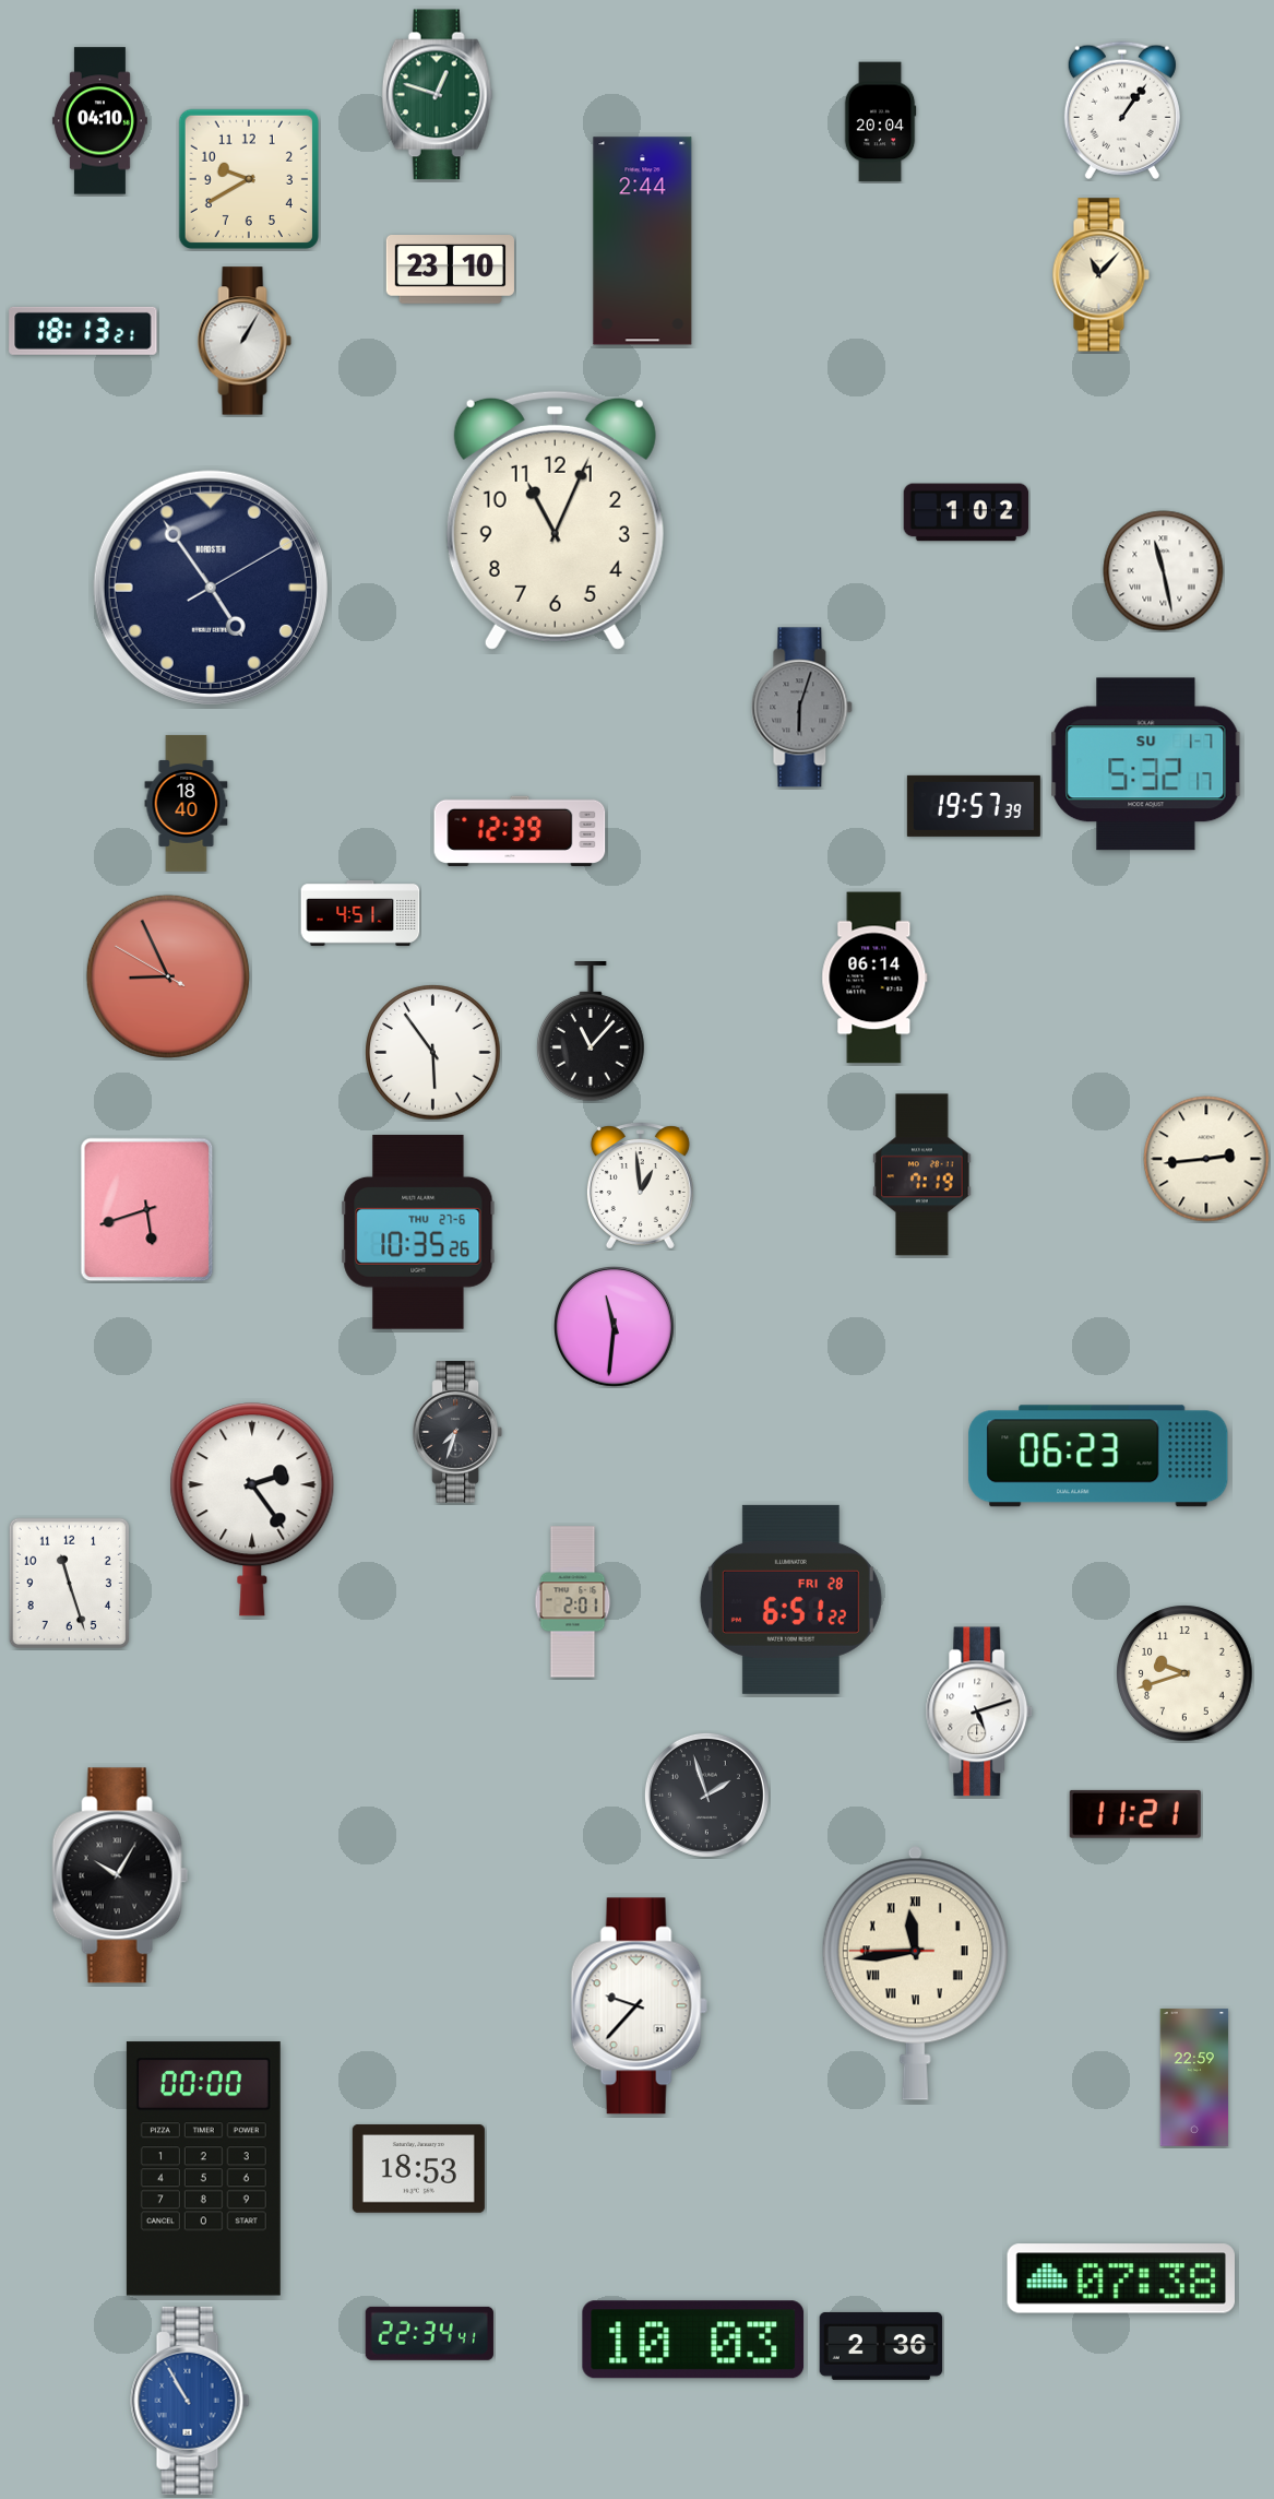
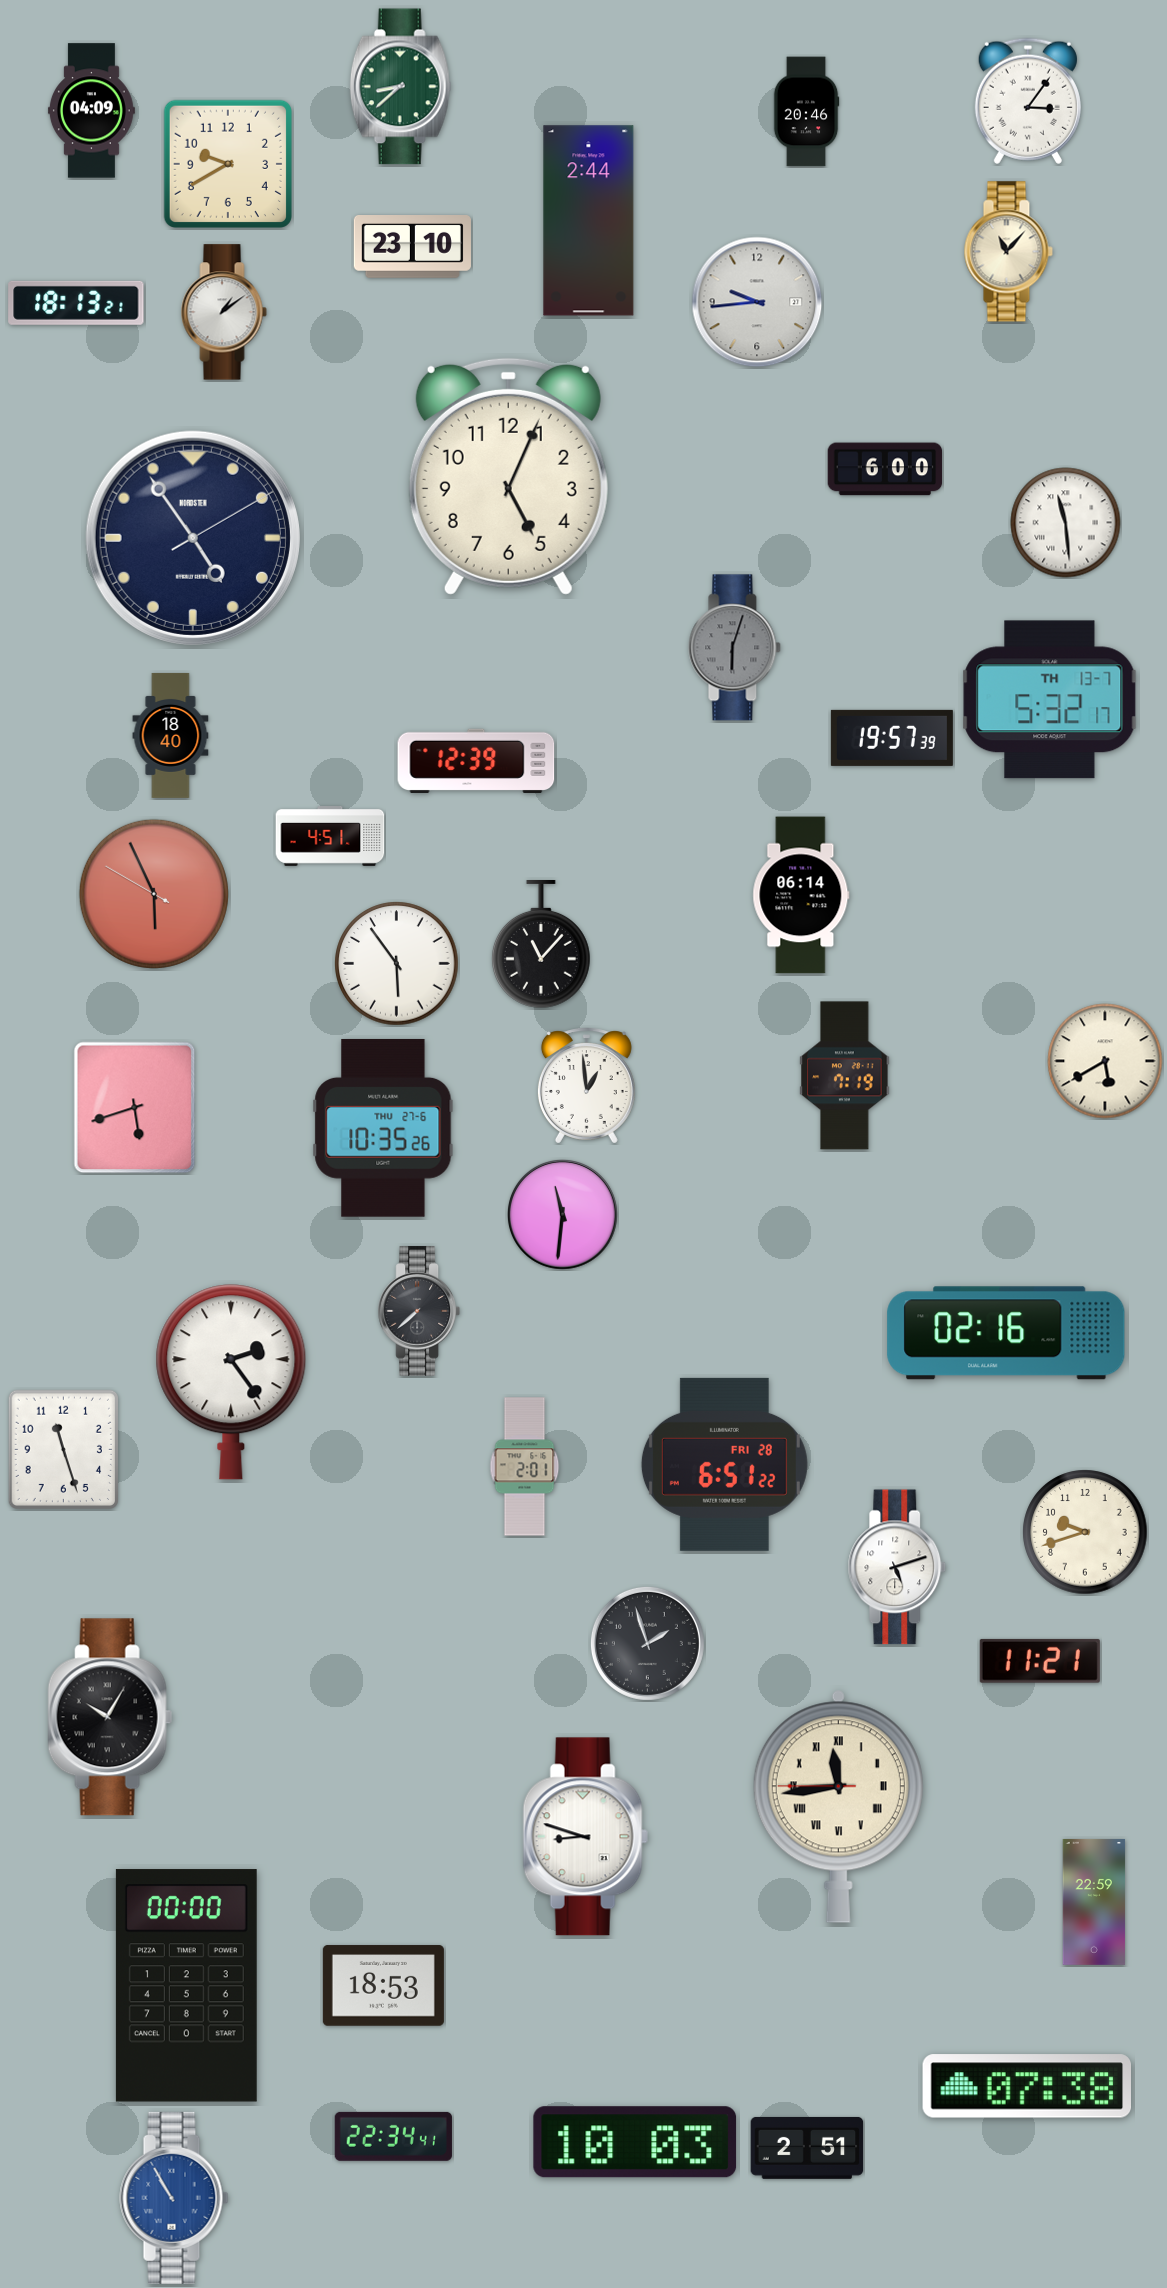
clock at (438, 95): 12:48 -> 8:38
clock at (1122, 110): 1:06 -> 3:06
clock at (99, 121): 04:10 -> 04:09
clock at (880, 122): 20:04 -> 20:46
clock at (757, 302): none -> 9:44
clock at (245, 341): 1:05 -> 1:09
clock at (966, 512): 1:02 -> 6:00
clock at (555, 520): 11:04 -> 5:04
clock at (1164, 571): 11:28 -> 11:29
clock at (1146, 765) date: SU 1-7 -> TH 13-7
clock at (168, 976): 8:55 -> 5:55
clock at (1206, 1159): 2:44 -> 5:40
clock at (456, 1432): 7:33 -> 7:38
clock at (1098, 1456): 06:23 -> 02:16
clock at (639, 2006): 9:37 -> 8:48
clock at (881, 2346): 2:36 -> 2:51
